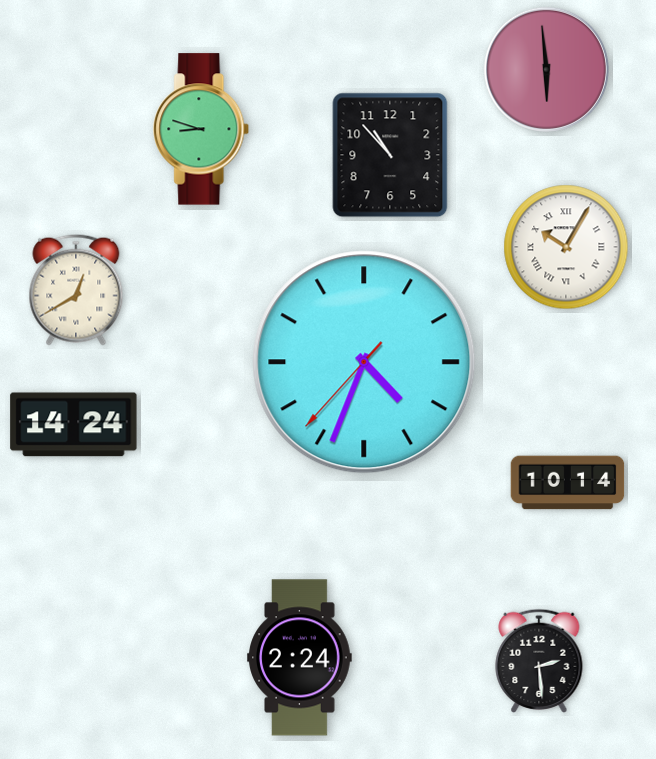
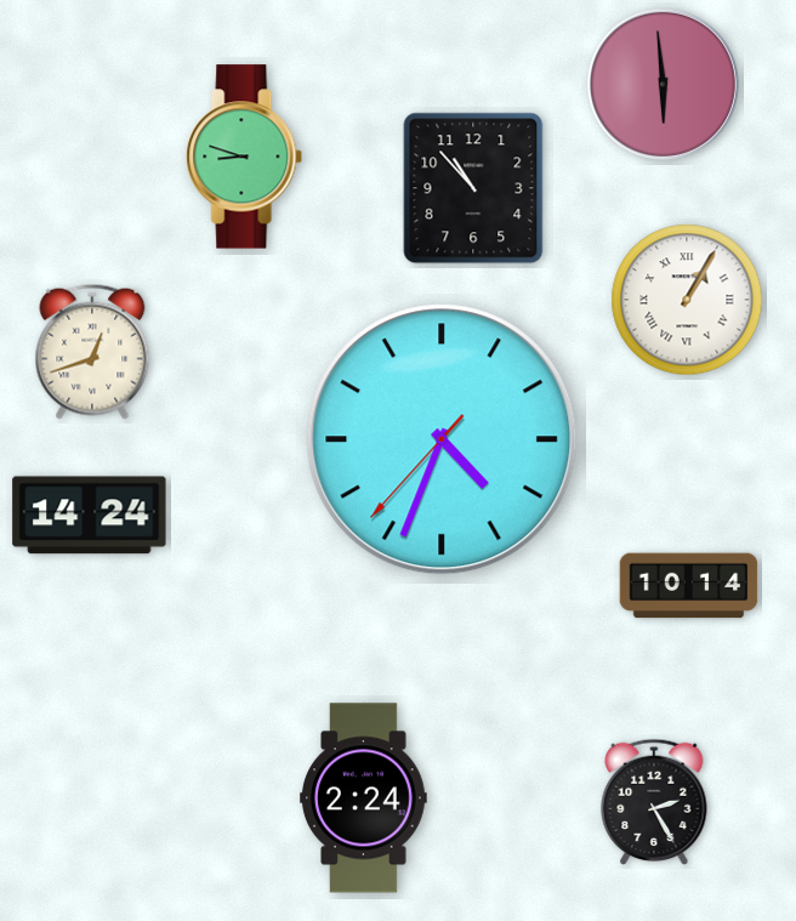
clock at (566, 247): 10:05 -> 1:05
clock at (76, 290): 12:40 -> 12:42
clock at (539, 661): 2:29 -> 2:25
